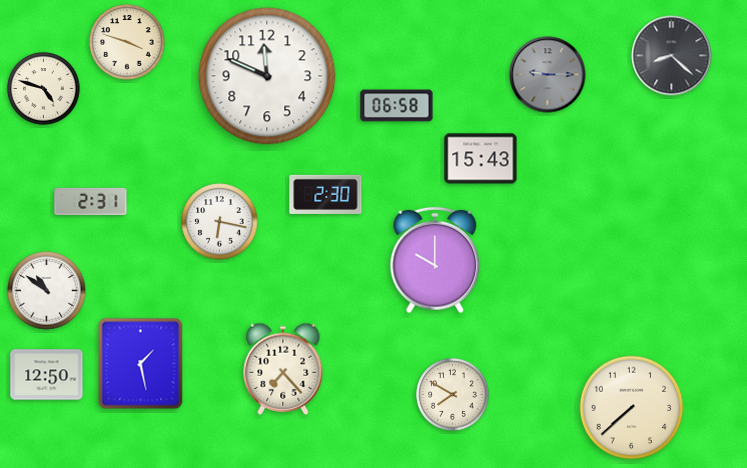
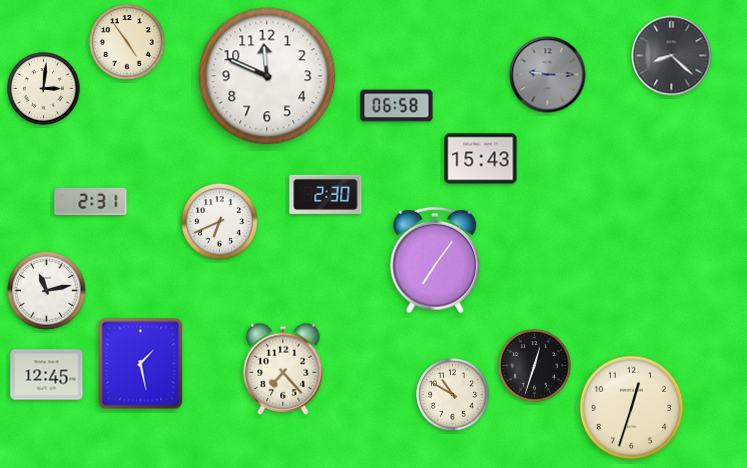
clock at (127, 42): 3:48 -> 4:54
clock at (44, 89): 4:48 -> 3:01
clock at (220, 222): 6:17 -> 6:41
clock at (435, 260): 10:00 -> 7:06
clock at (47, 291): 10:51 -> 11:13
clock at (535, 366): none -> 12:33
clock at (47, 375): 12:50 -> 12:45
clock at (453, 395): 7:50 -> 10:50
clock at (632, 408): 7:38 -> 12:33
